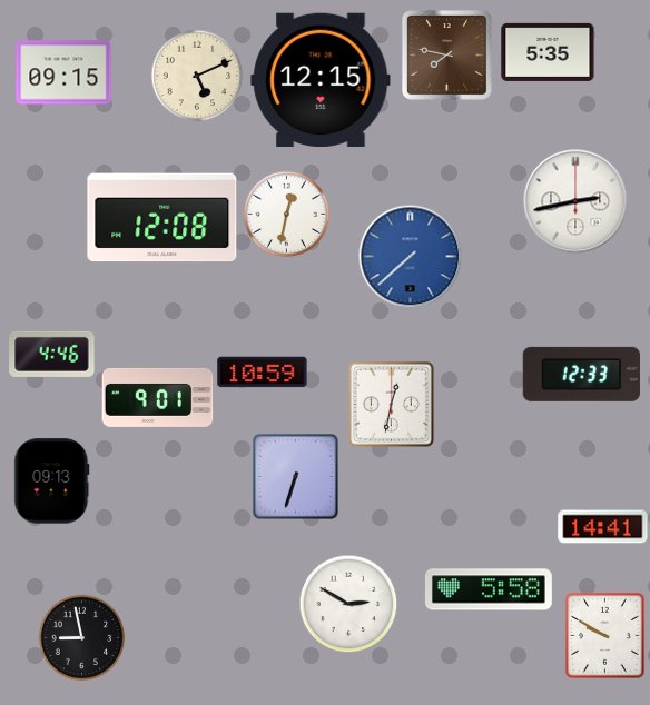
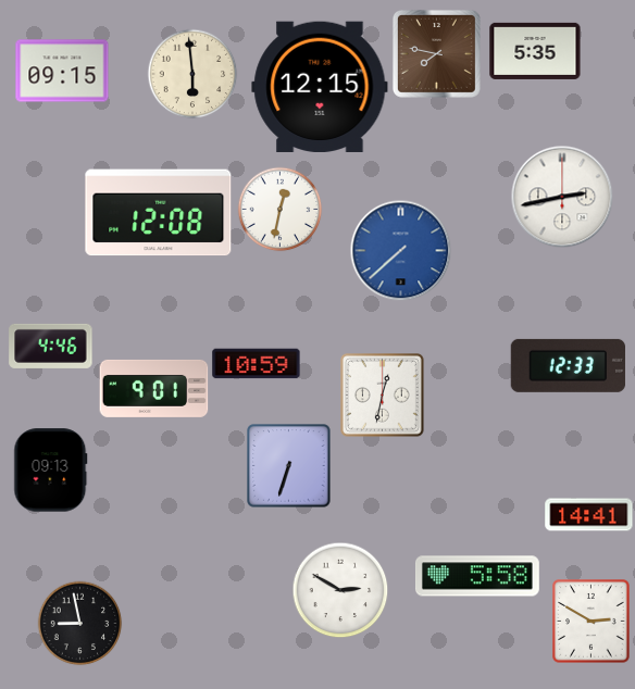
clock at (197, 76): 5:11 -> 5:59
clock at (321, 79) position: (321, 79) -> (320, 86)
clock at (605, 636): 9:50 -> 2:50
